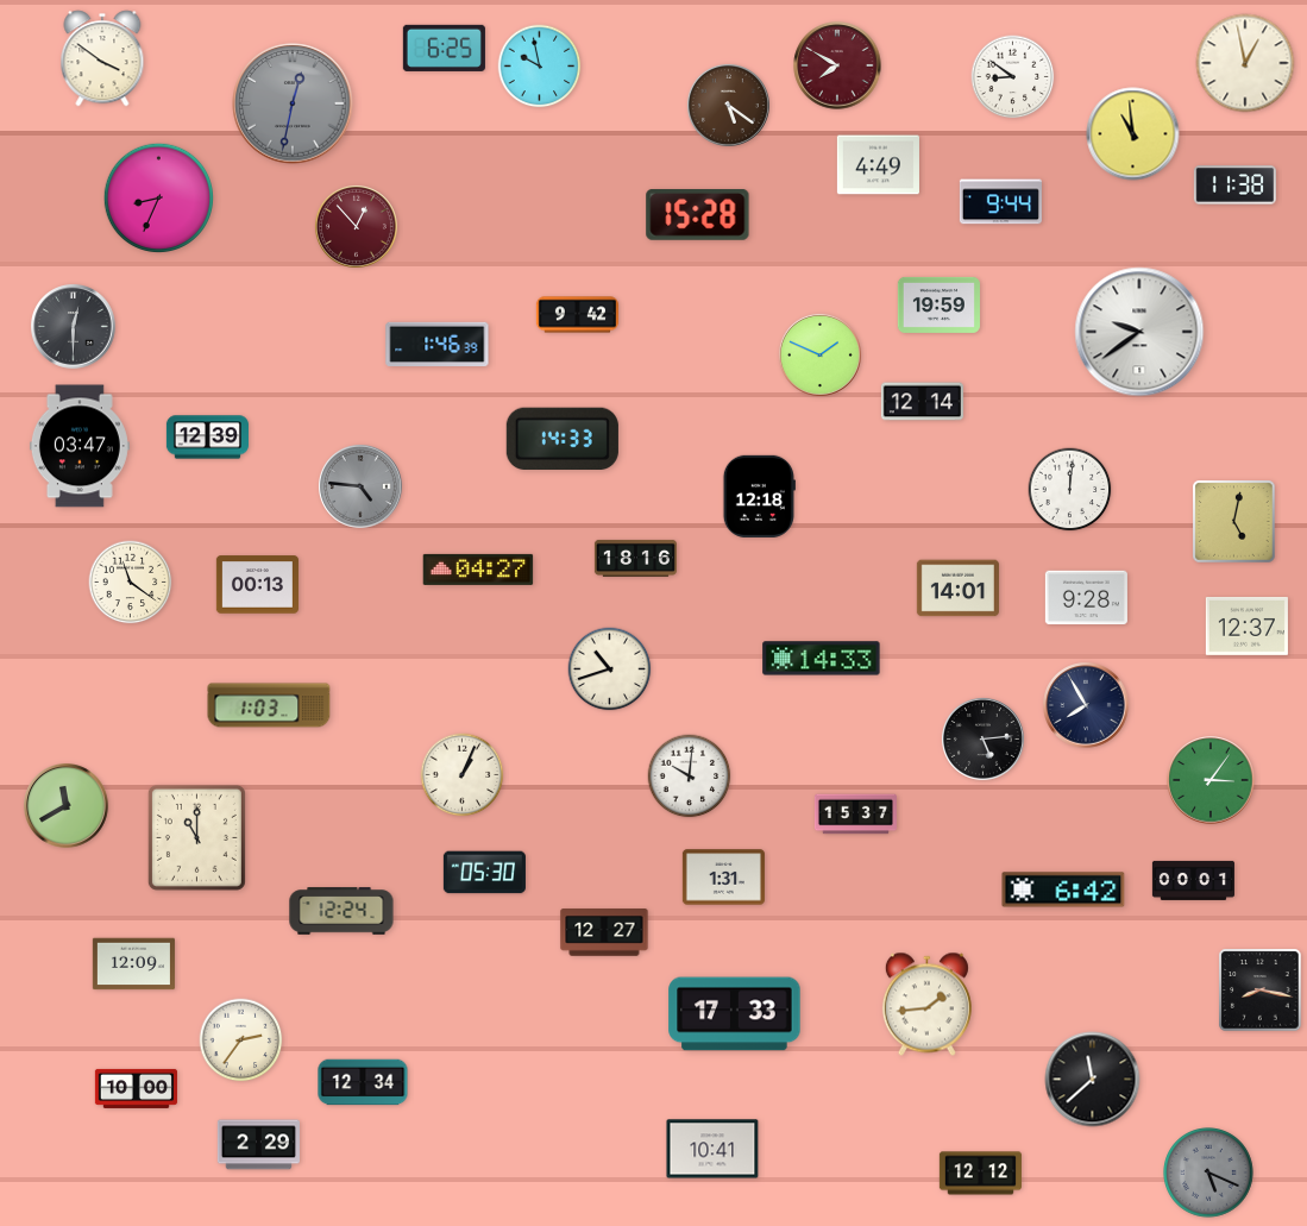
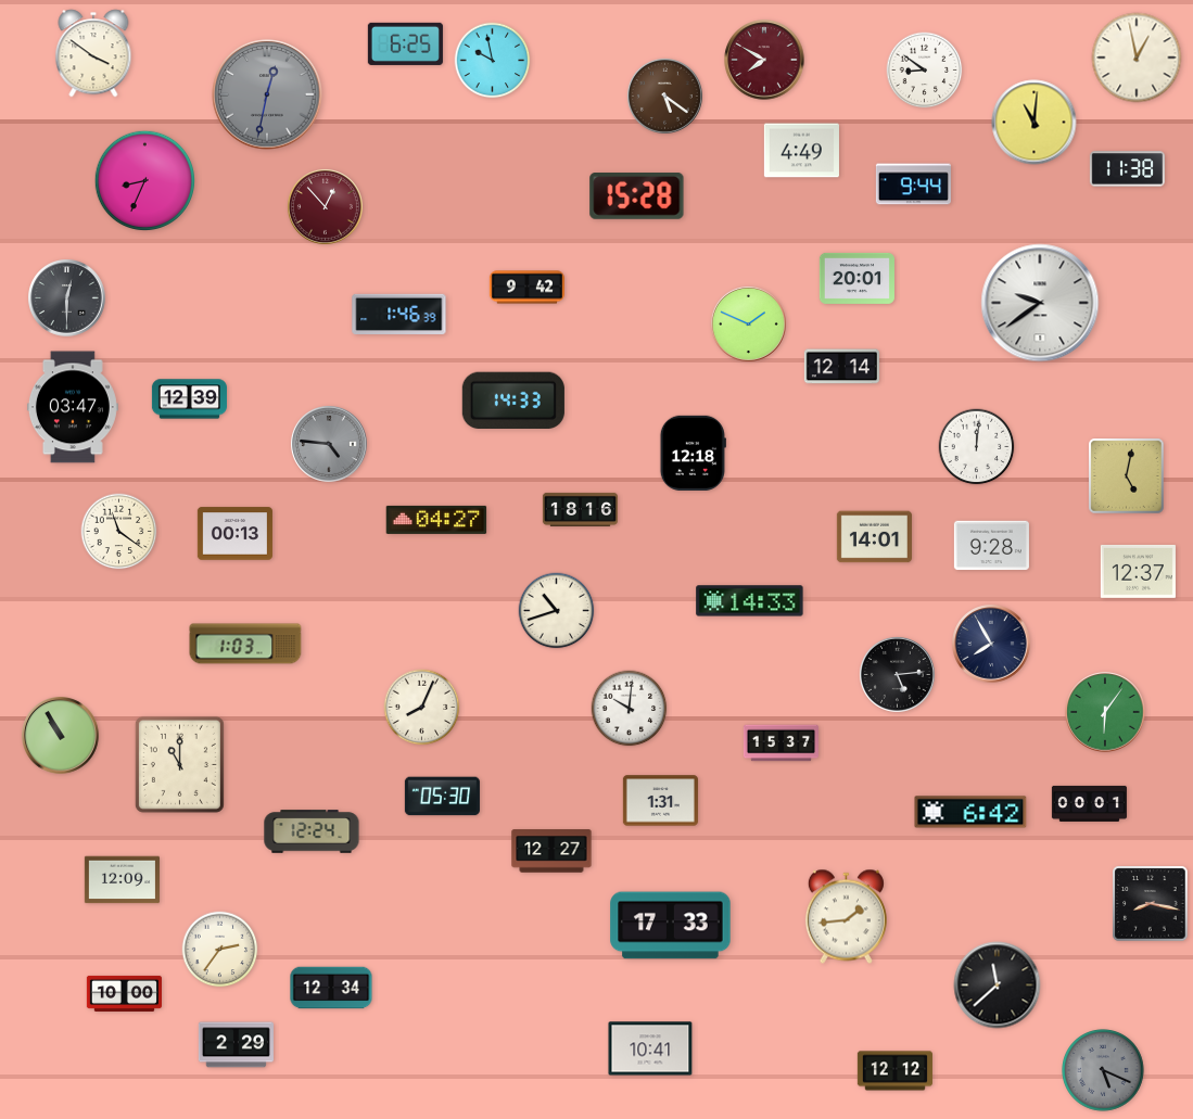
clock at (1133, 134): 10:59 -> 11:01
clock at (938, 304): 19:59 -> 20:01
clock at (463, 775): 1:04 -> 8:04
clock at (1211, 780): 3:06 -> 6:06
clock at (67, 806): 11:40 -> 10:55
